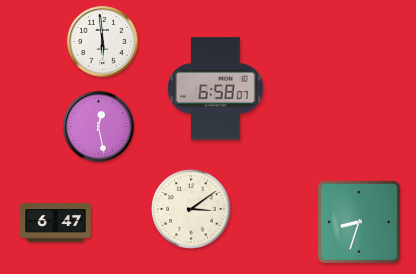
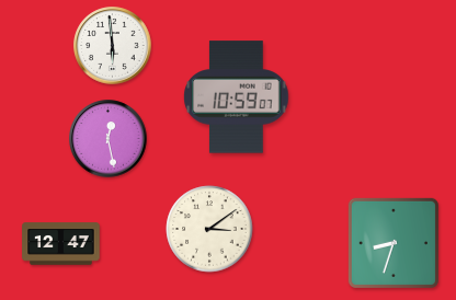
clock at (216, 89): 6:58 -> 10:59
clock at (56, 223): 6:47 -> 12:47
